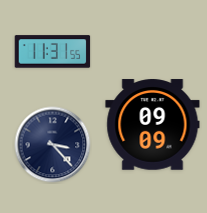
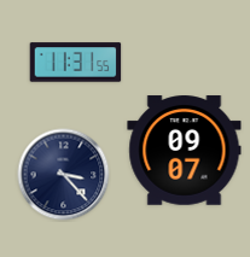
clock at (53, 52) position: (53, 52) -> (76, 63)
clock at (153, 125): 09:09 -> 09:07
